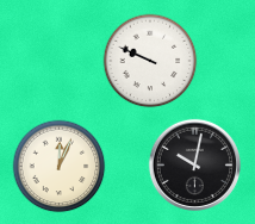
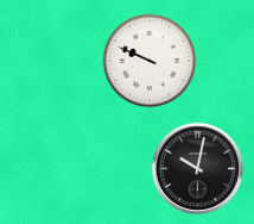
clock at (194, 164) position: (194, 164) -> (197, 168)
clock at (58, 166): 12:04 -> none
